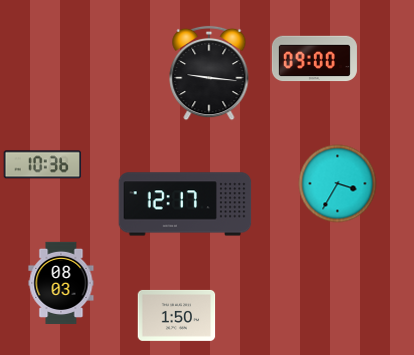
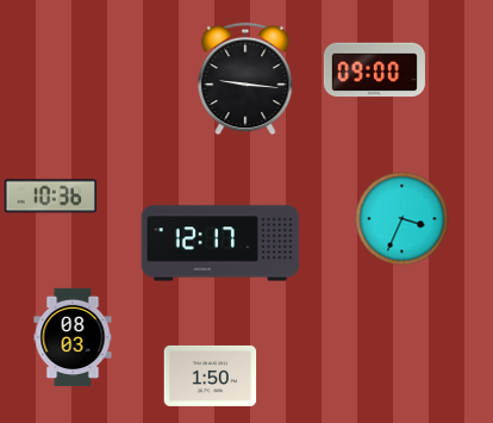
clock at (209, 73) position: (209, 73) -> (245, 79)
clock at (337, 183): 3:35 -> 3:34
